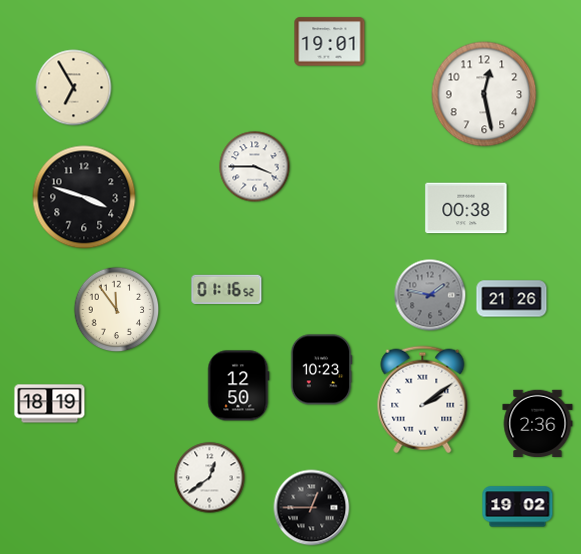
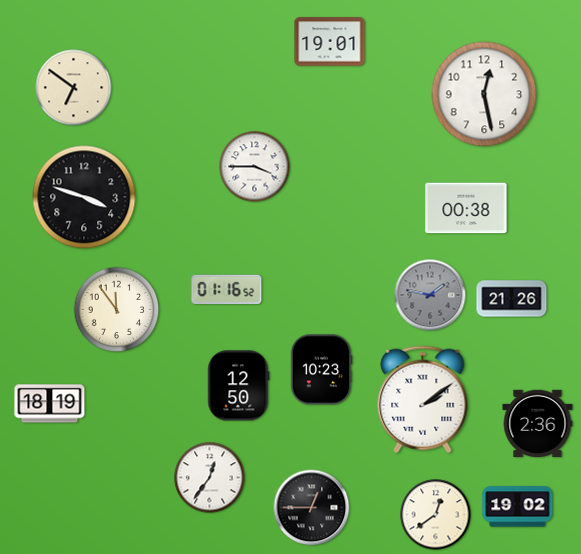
clock at (74, 88): 6:55 -> 6:51
clock at (210, 478): 12:39 -> 12:36
clock at (436, 515): none -> 12:39
